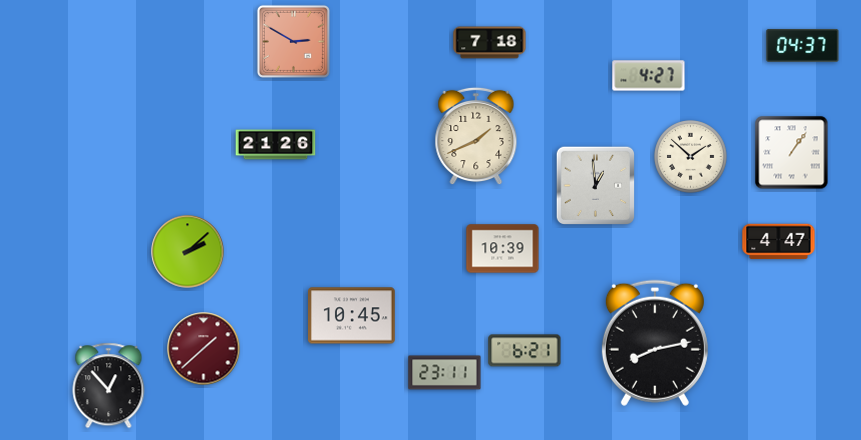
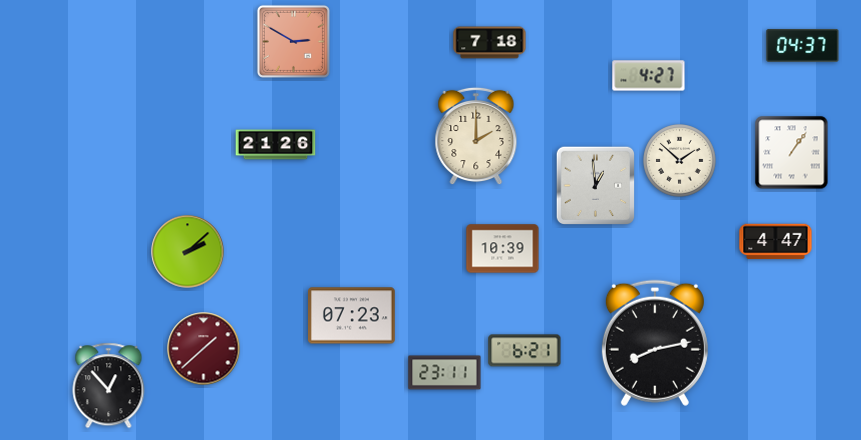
clock at (476, 136): 1:41 -> 2:00
clock at (691, 157) position: (691, 157) -> (680, 161)
clock at (779, 242) position: (779, 242) -> (776, 242)
clock at (352, 316): 10:45 -> 07:23
